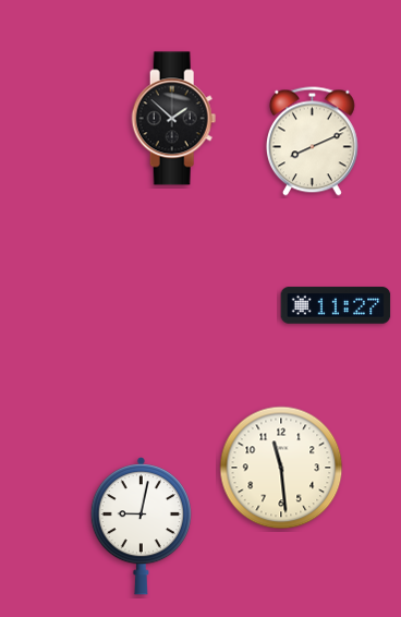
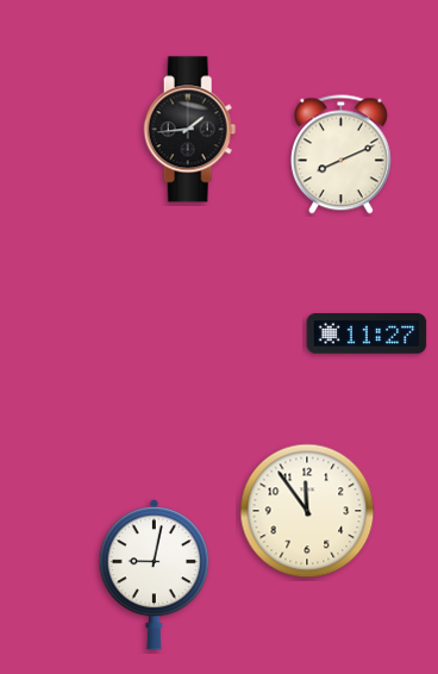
clock at (174, 119): 1:52 -> 1:44
clock at (281, 468): 11:29 -> 11:54
